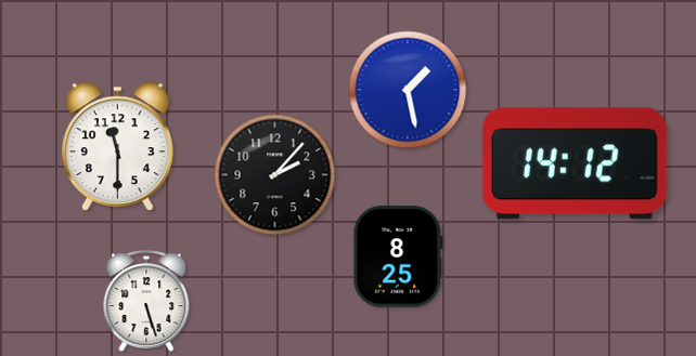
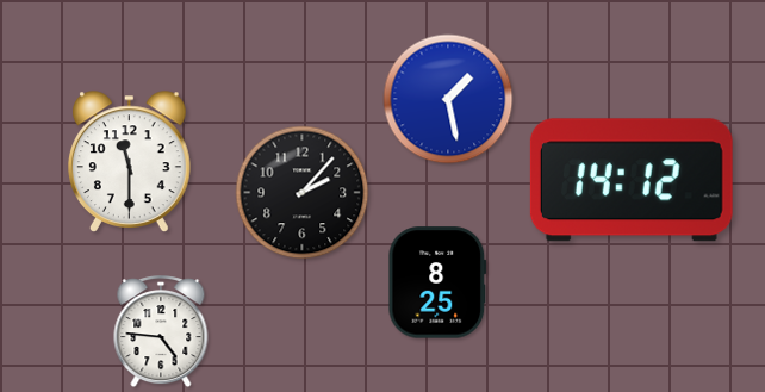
clock at (146, 302): 5:27 -> 4:46
